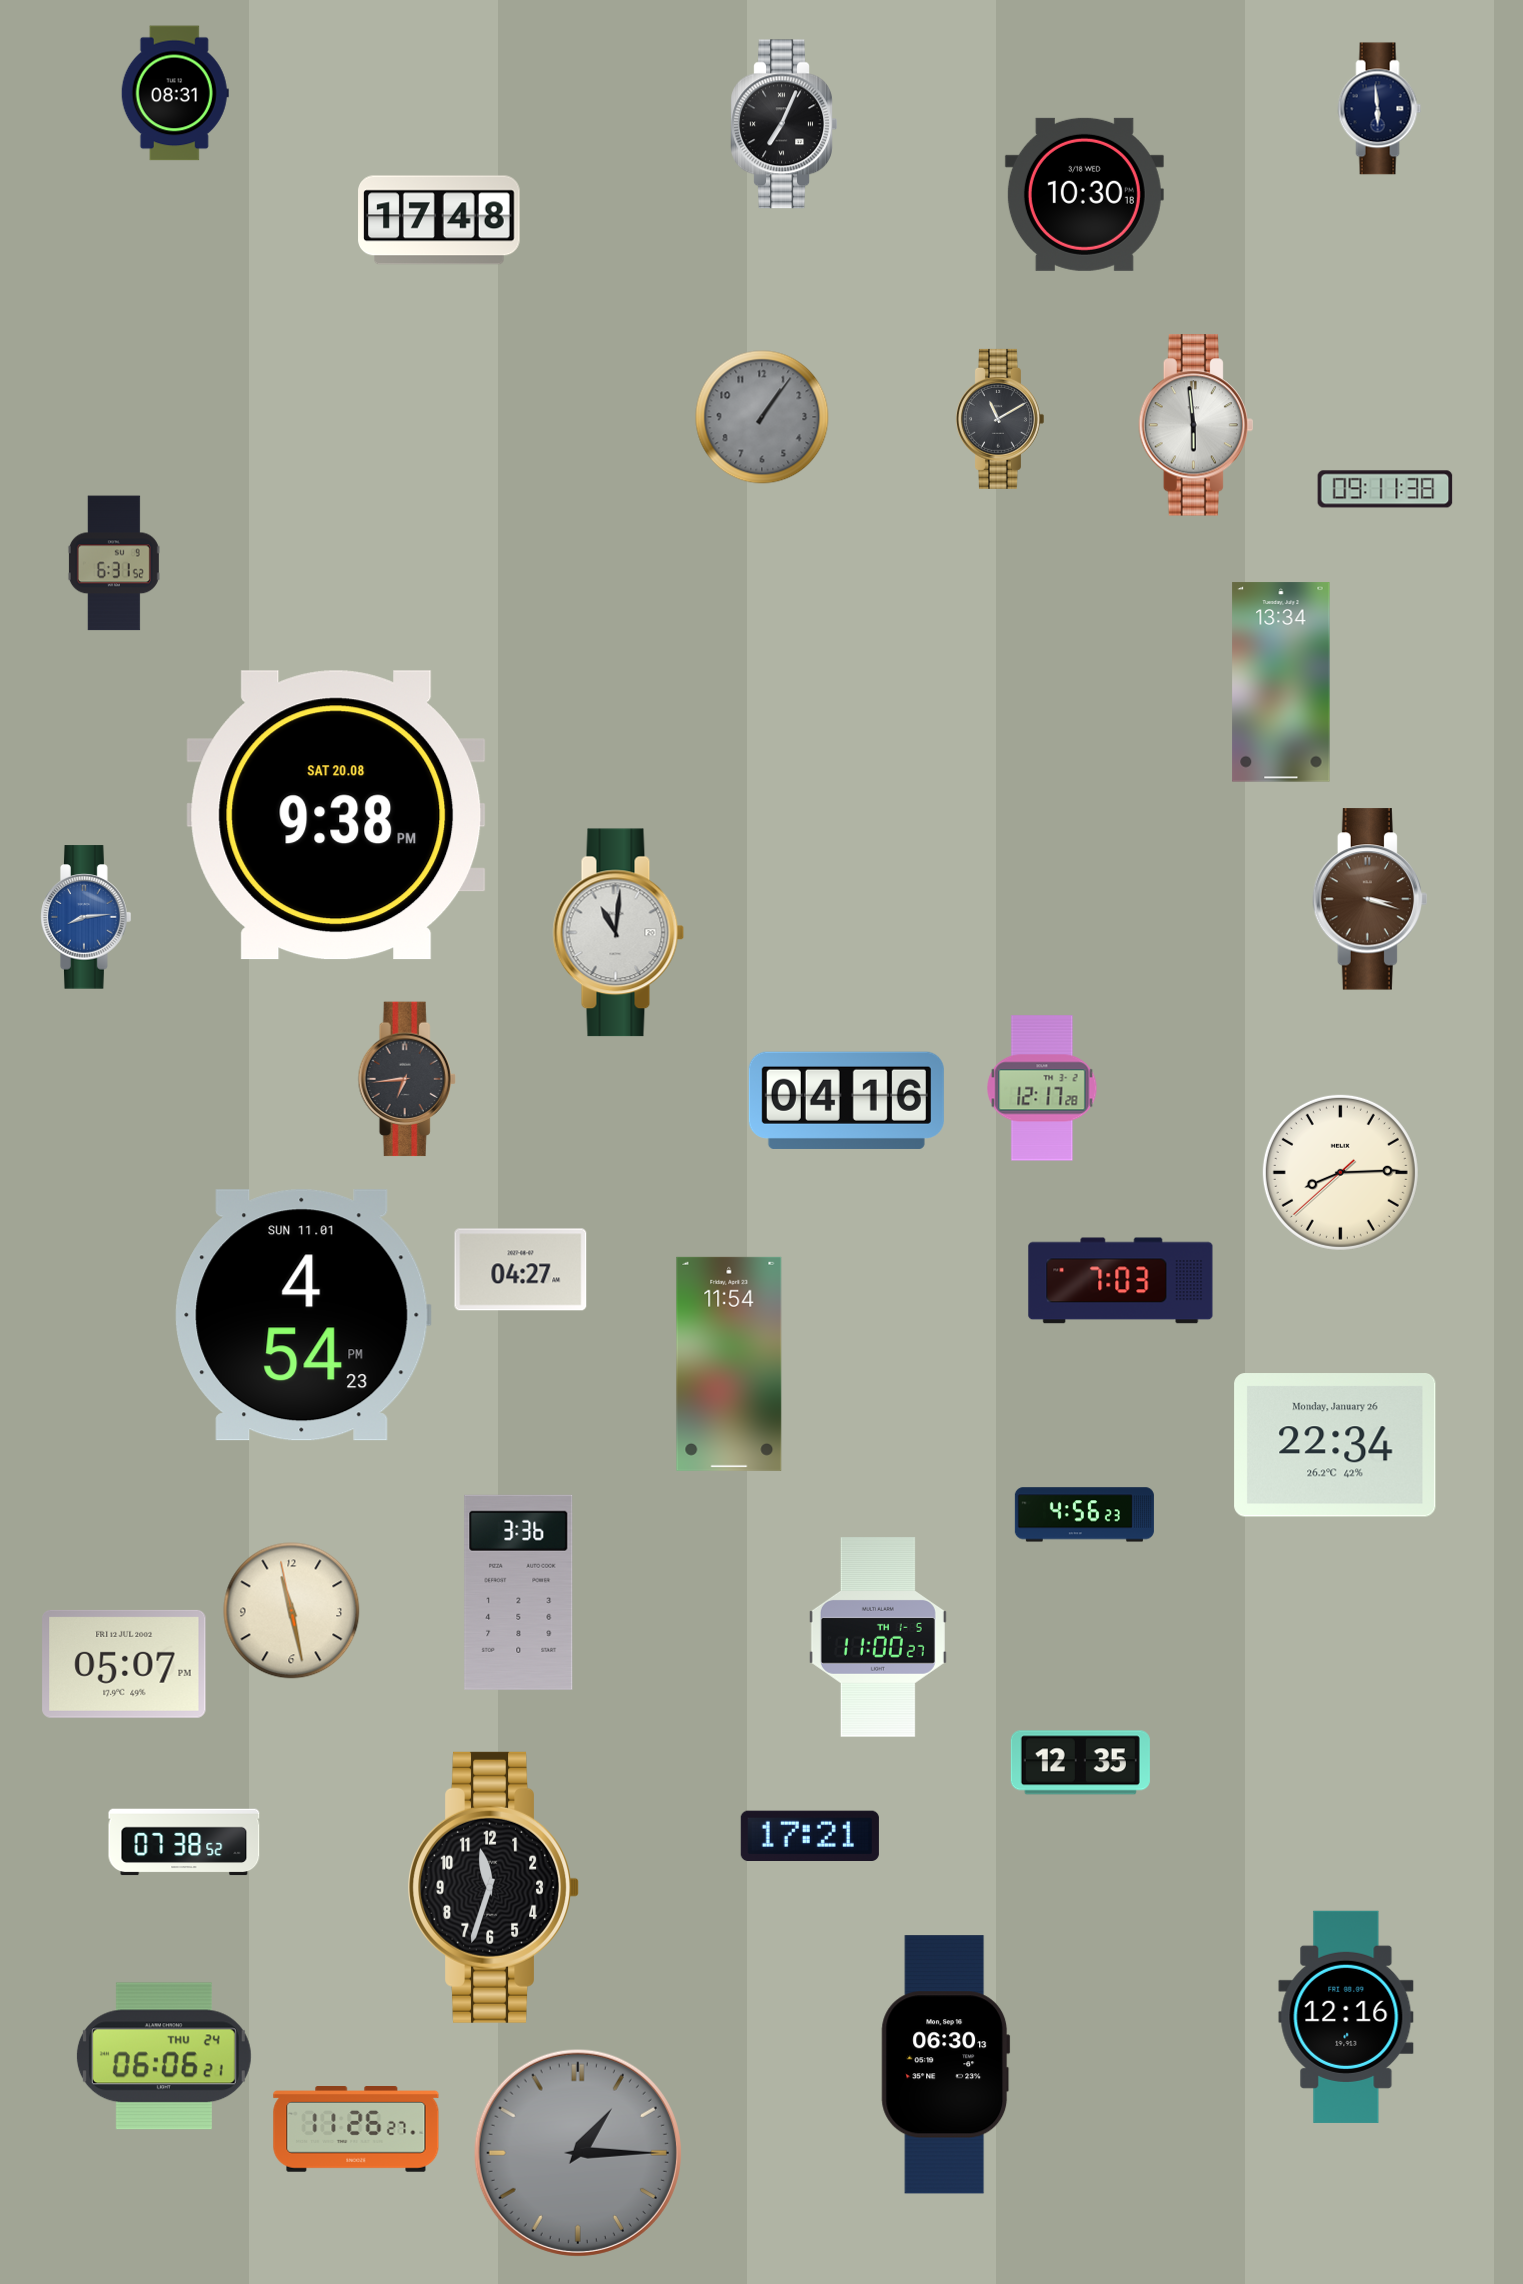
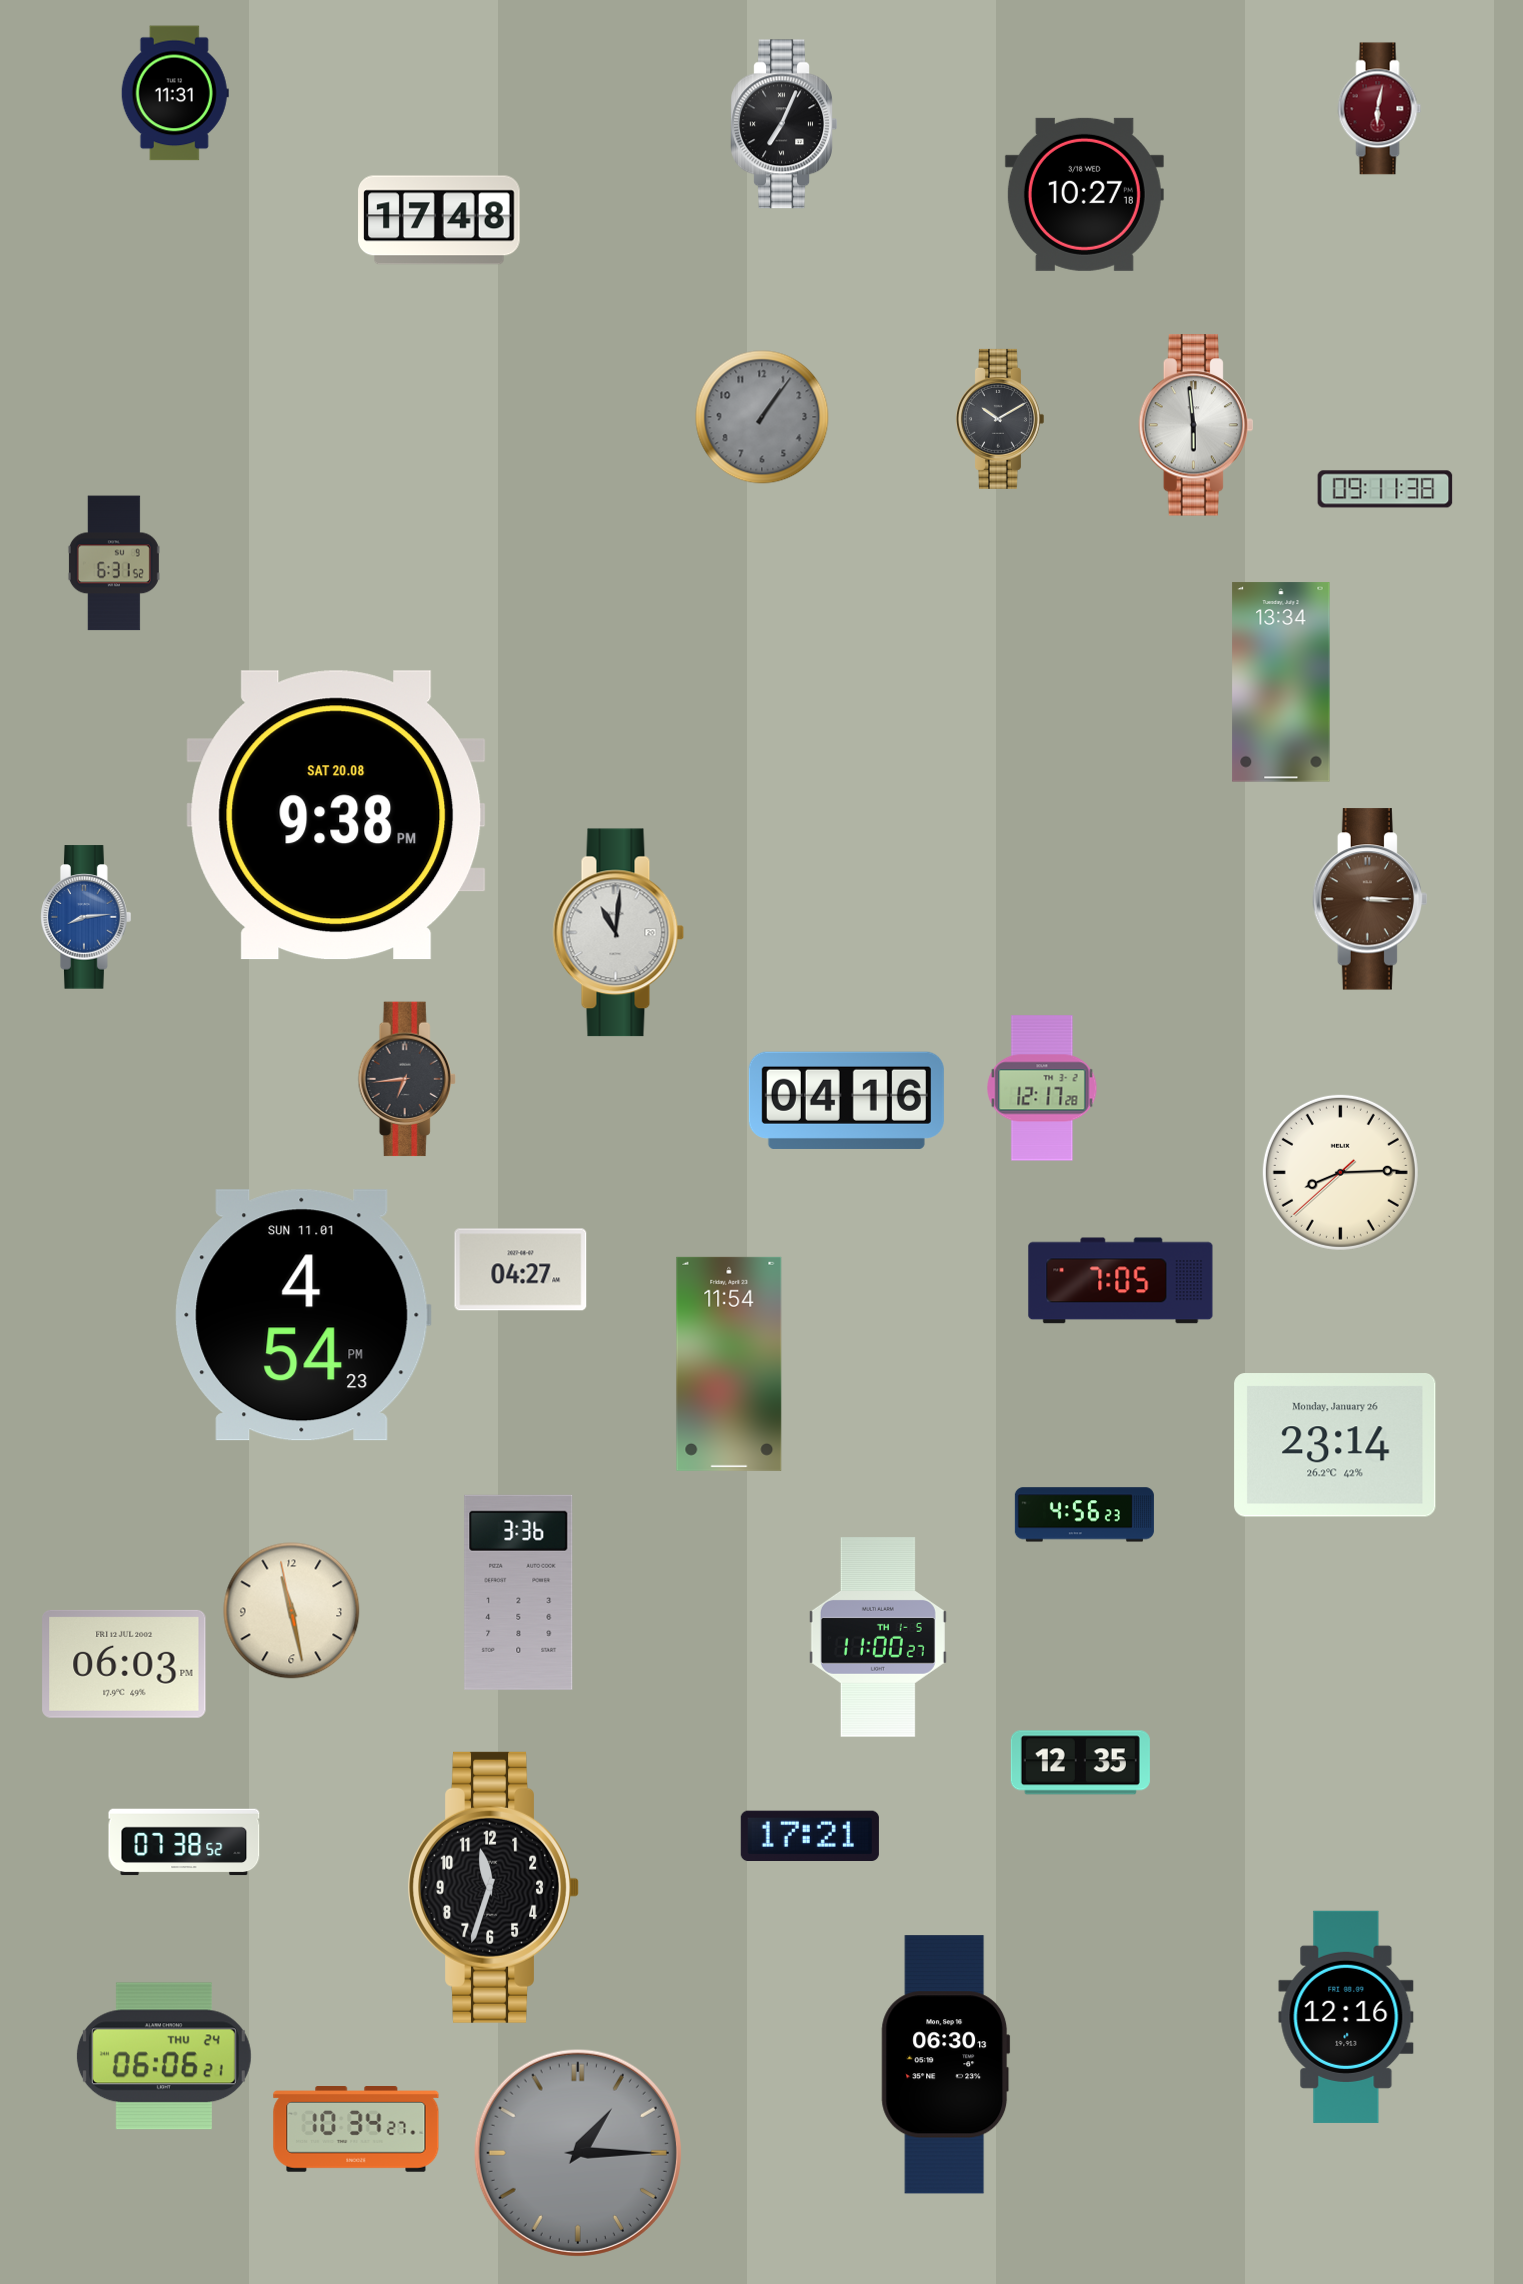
clock at (175, 93): 08:31 -> 11:31
clock at (1380, 109): 5:59 -> 6:02
clock at (1380, 109) dial: navy -> burgundy
clock at (1084, 194): 10:30 -> 10:27
clock at (999, 419): 11:10 -> 10:10
clock at (1369, 899): 3:18 -> 3:15
clock at (1121, 1281): 7:03 -> 7:05
clock at (1335, 1445): 22:34 -> 23:14
clock at (124, 1664): 05:07 -> 06:03
clock at (356, 2130): 11:26 -> 10:34
